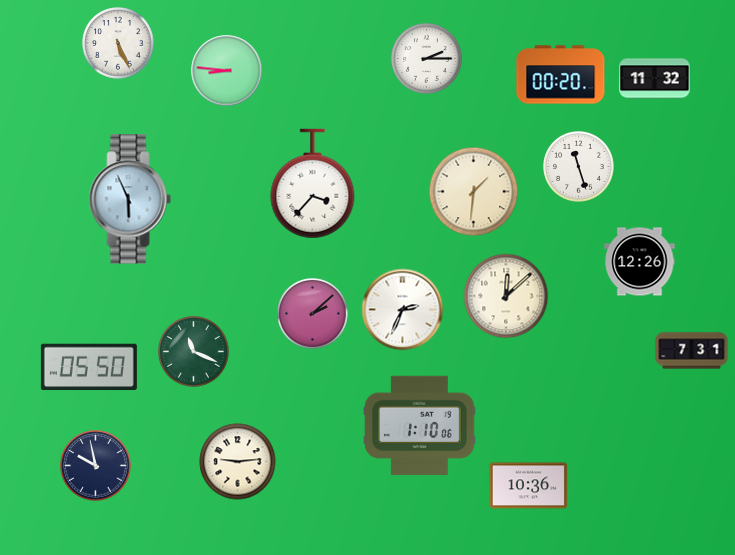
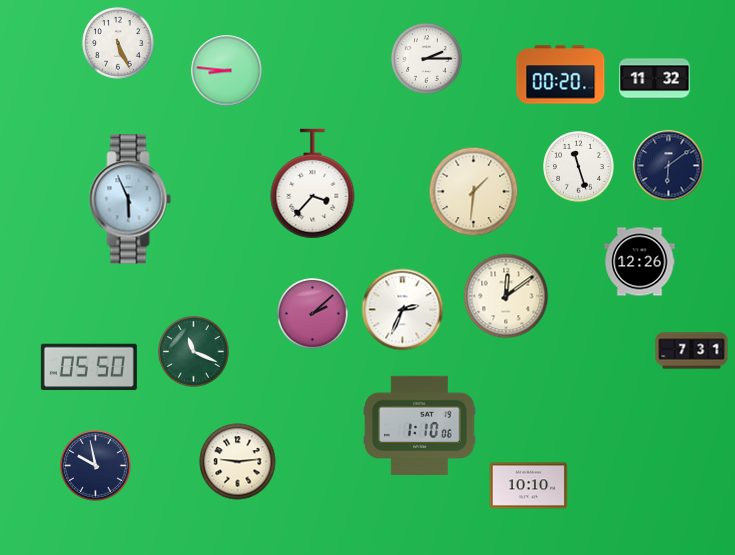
clock at (669, 166): none -> 6:09
clock at (506, 296): 12:08 -> 12:09
clock at (529, 486): 10:36 -> 10:10
